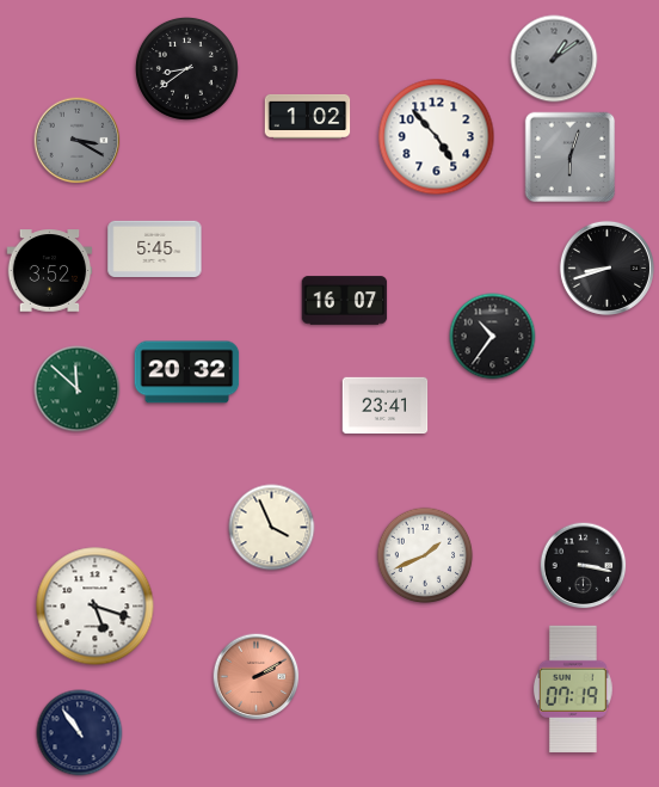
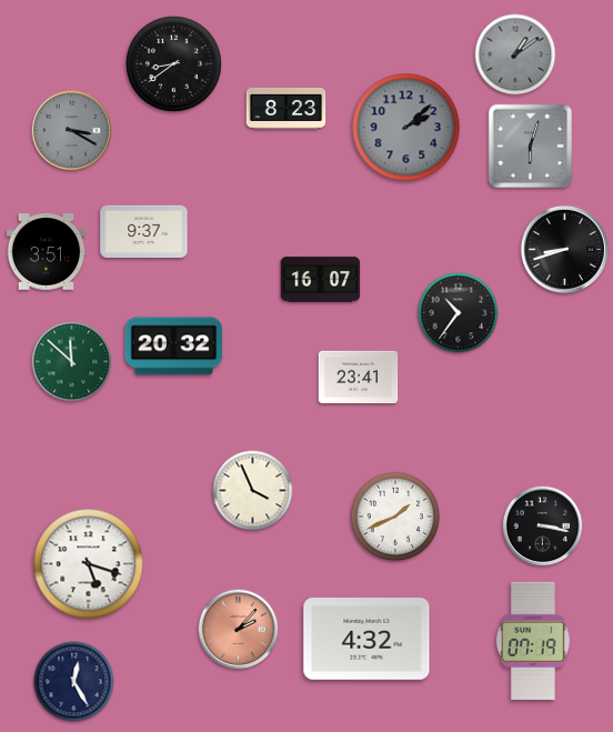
clock at (308, 116): 1:02 -> 8:23
clock at (437, 137): 4:53 -> 2:08
clock at (437, 137) dial: white -> grey
clock at (155, 248): 5:45 -> 9:37
clock at (50, 271): 3:52 -> 3:51
clock at (257, 677): 2:10 -> 2:07
clock at (366, 640): none -> 4:32
clock at (80, 733): 10:54 -> 12:25
